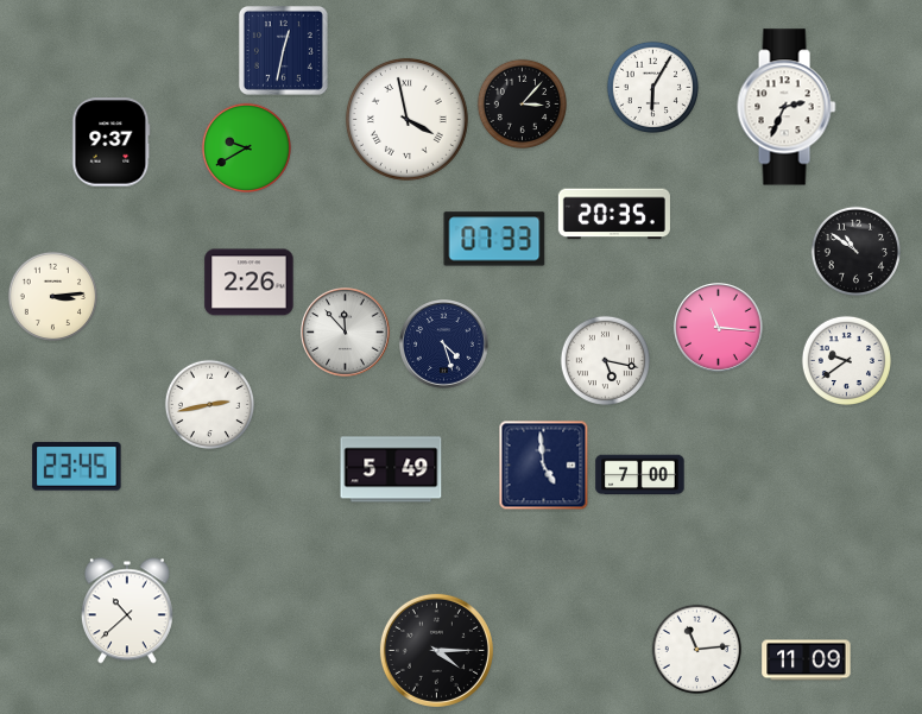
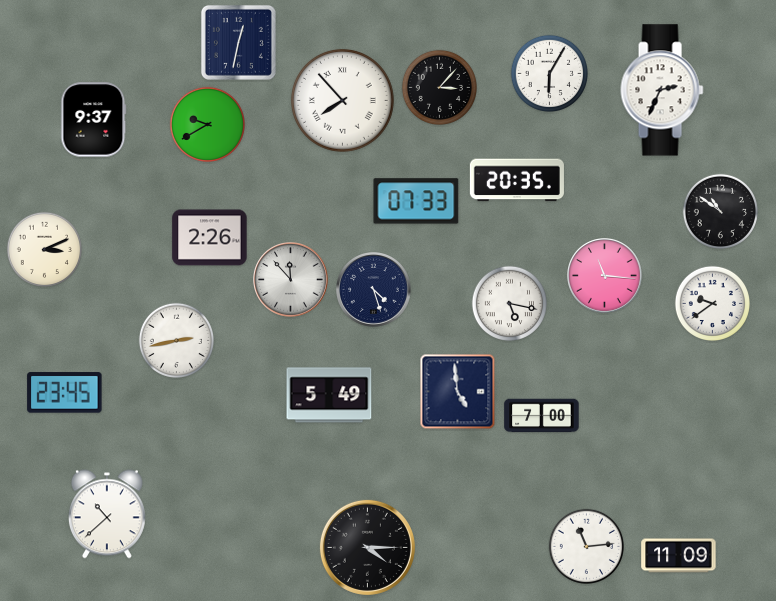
clock at (406, 119): 3:58 -> 7:53
clock at (52, 296): 3:14 -> 3:11
clock at (640, 475) position: (640, 475) -> (542, 416)
